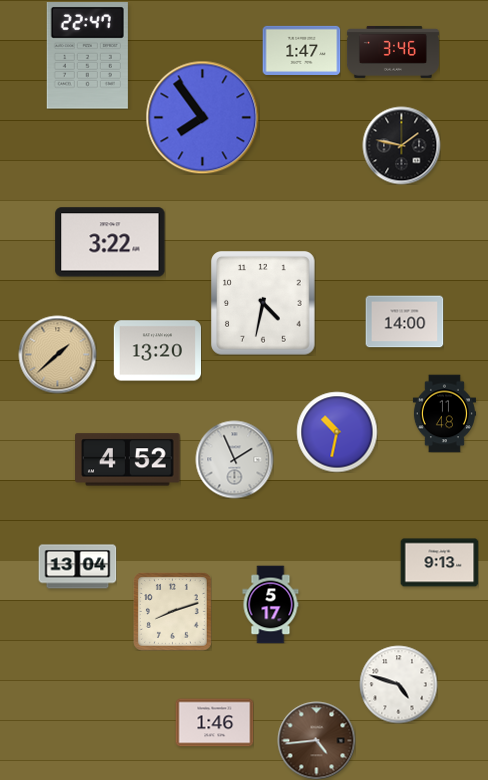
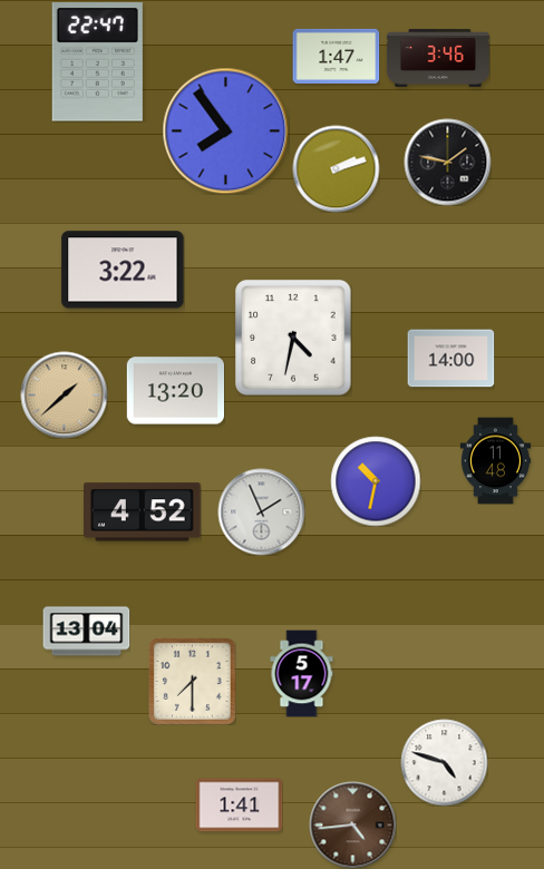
clock at (336, 168): none -> 2:12
clock at (439, 563): 9:13 -> none
clock at (172, 611): 8:12 -> 7:30
clock at (214, 723): 1:46 -> 1:41
